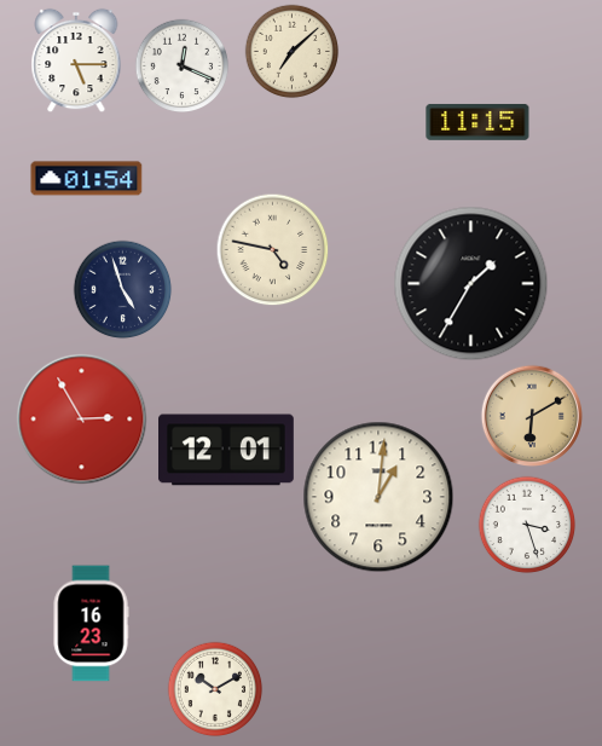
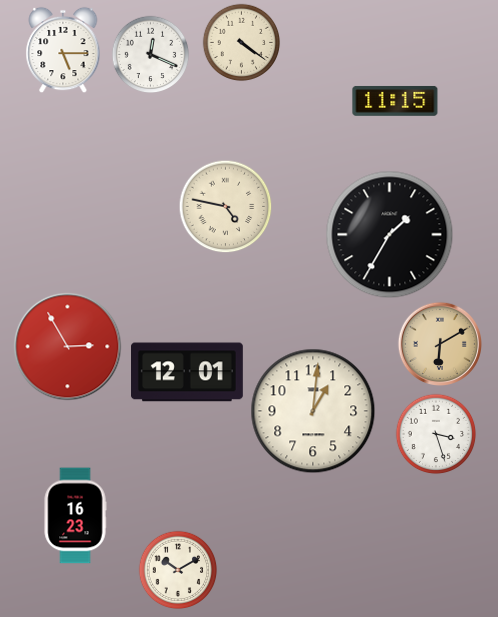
clock at (291, 51): 7:08 -> 4:21
clock at (87, 179): 01:54 -> none
clock at (122, 289): 4:57 -> none
